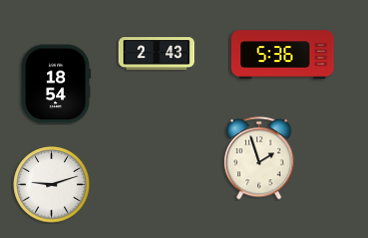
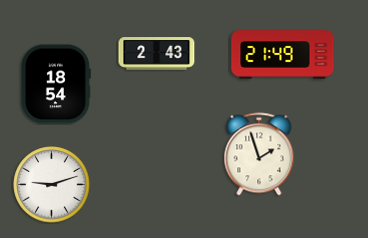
clock at (283, 55): 5:36 -> 21:49
clock at (259, 158) position: (259, 158) -> (259, 154)
